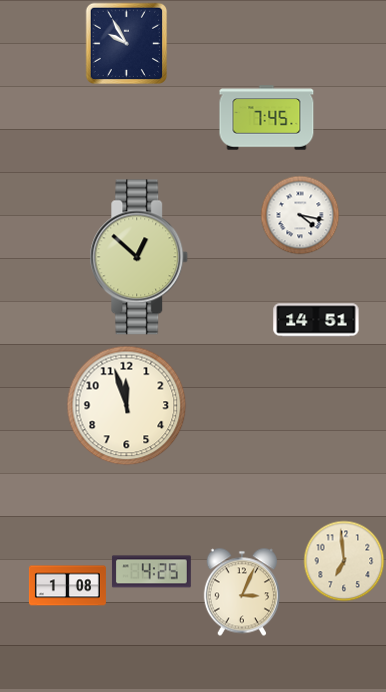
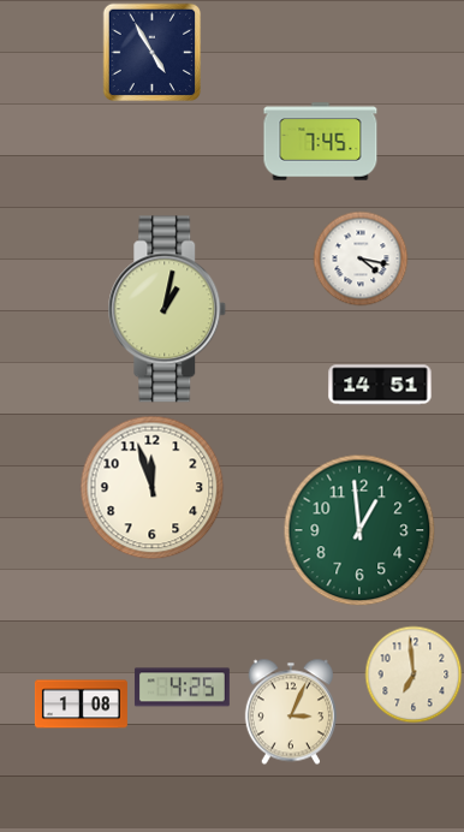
clock at (127, 44): 9:55 -> 4:55
clock at (139, 257): 12:52 -> 1:02
clock at (359, 530): none -> 12:59
